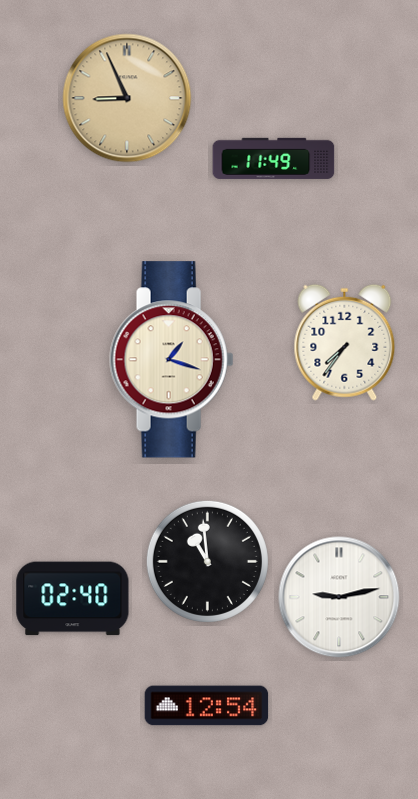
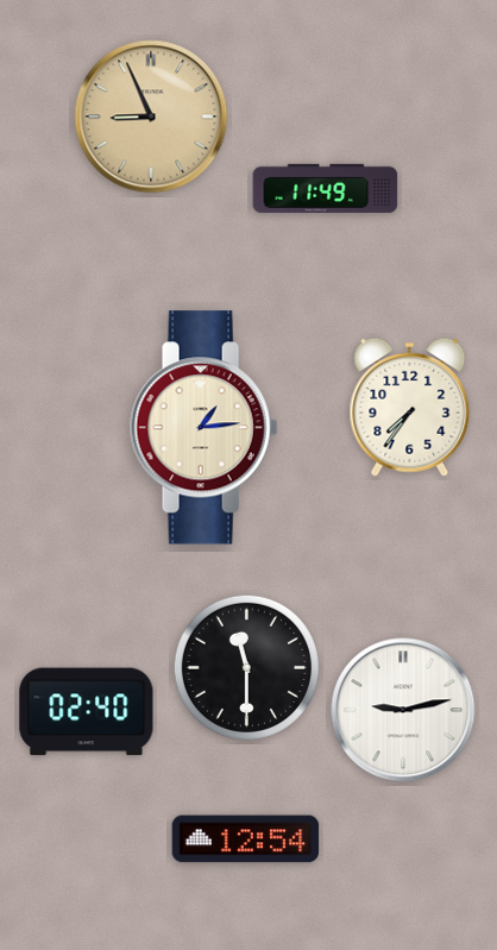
clock at (172, 360): 1:18 -> 1:14
clock at (207, 561): 10:59 -> 11:30
